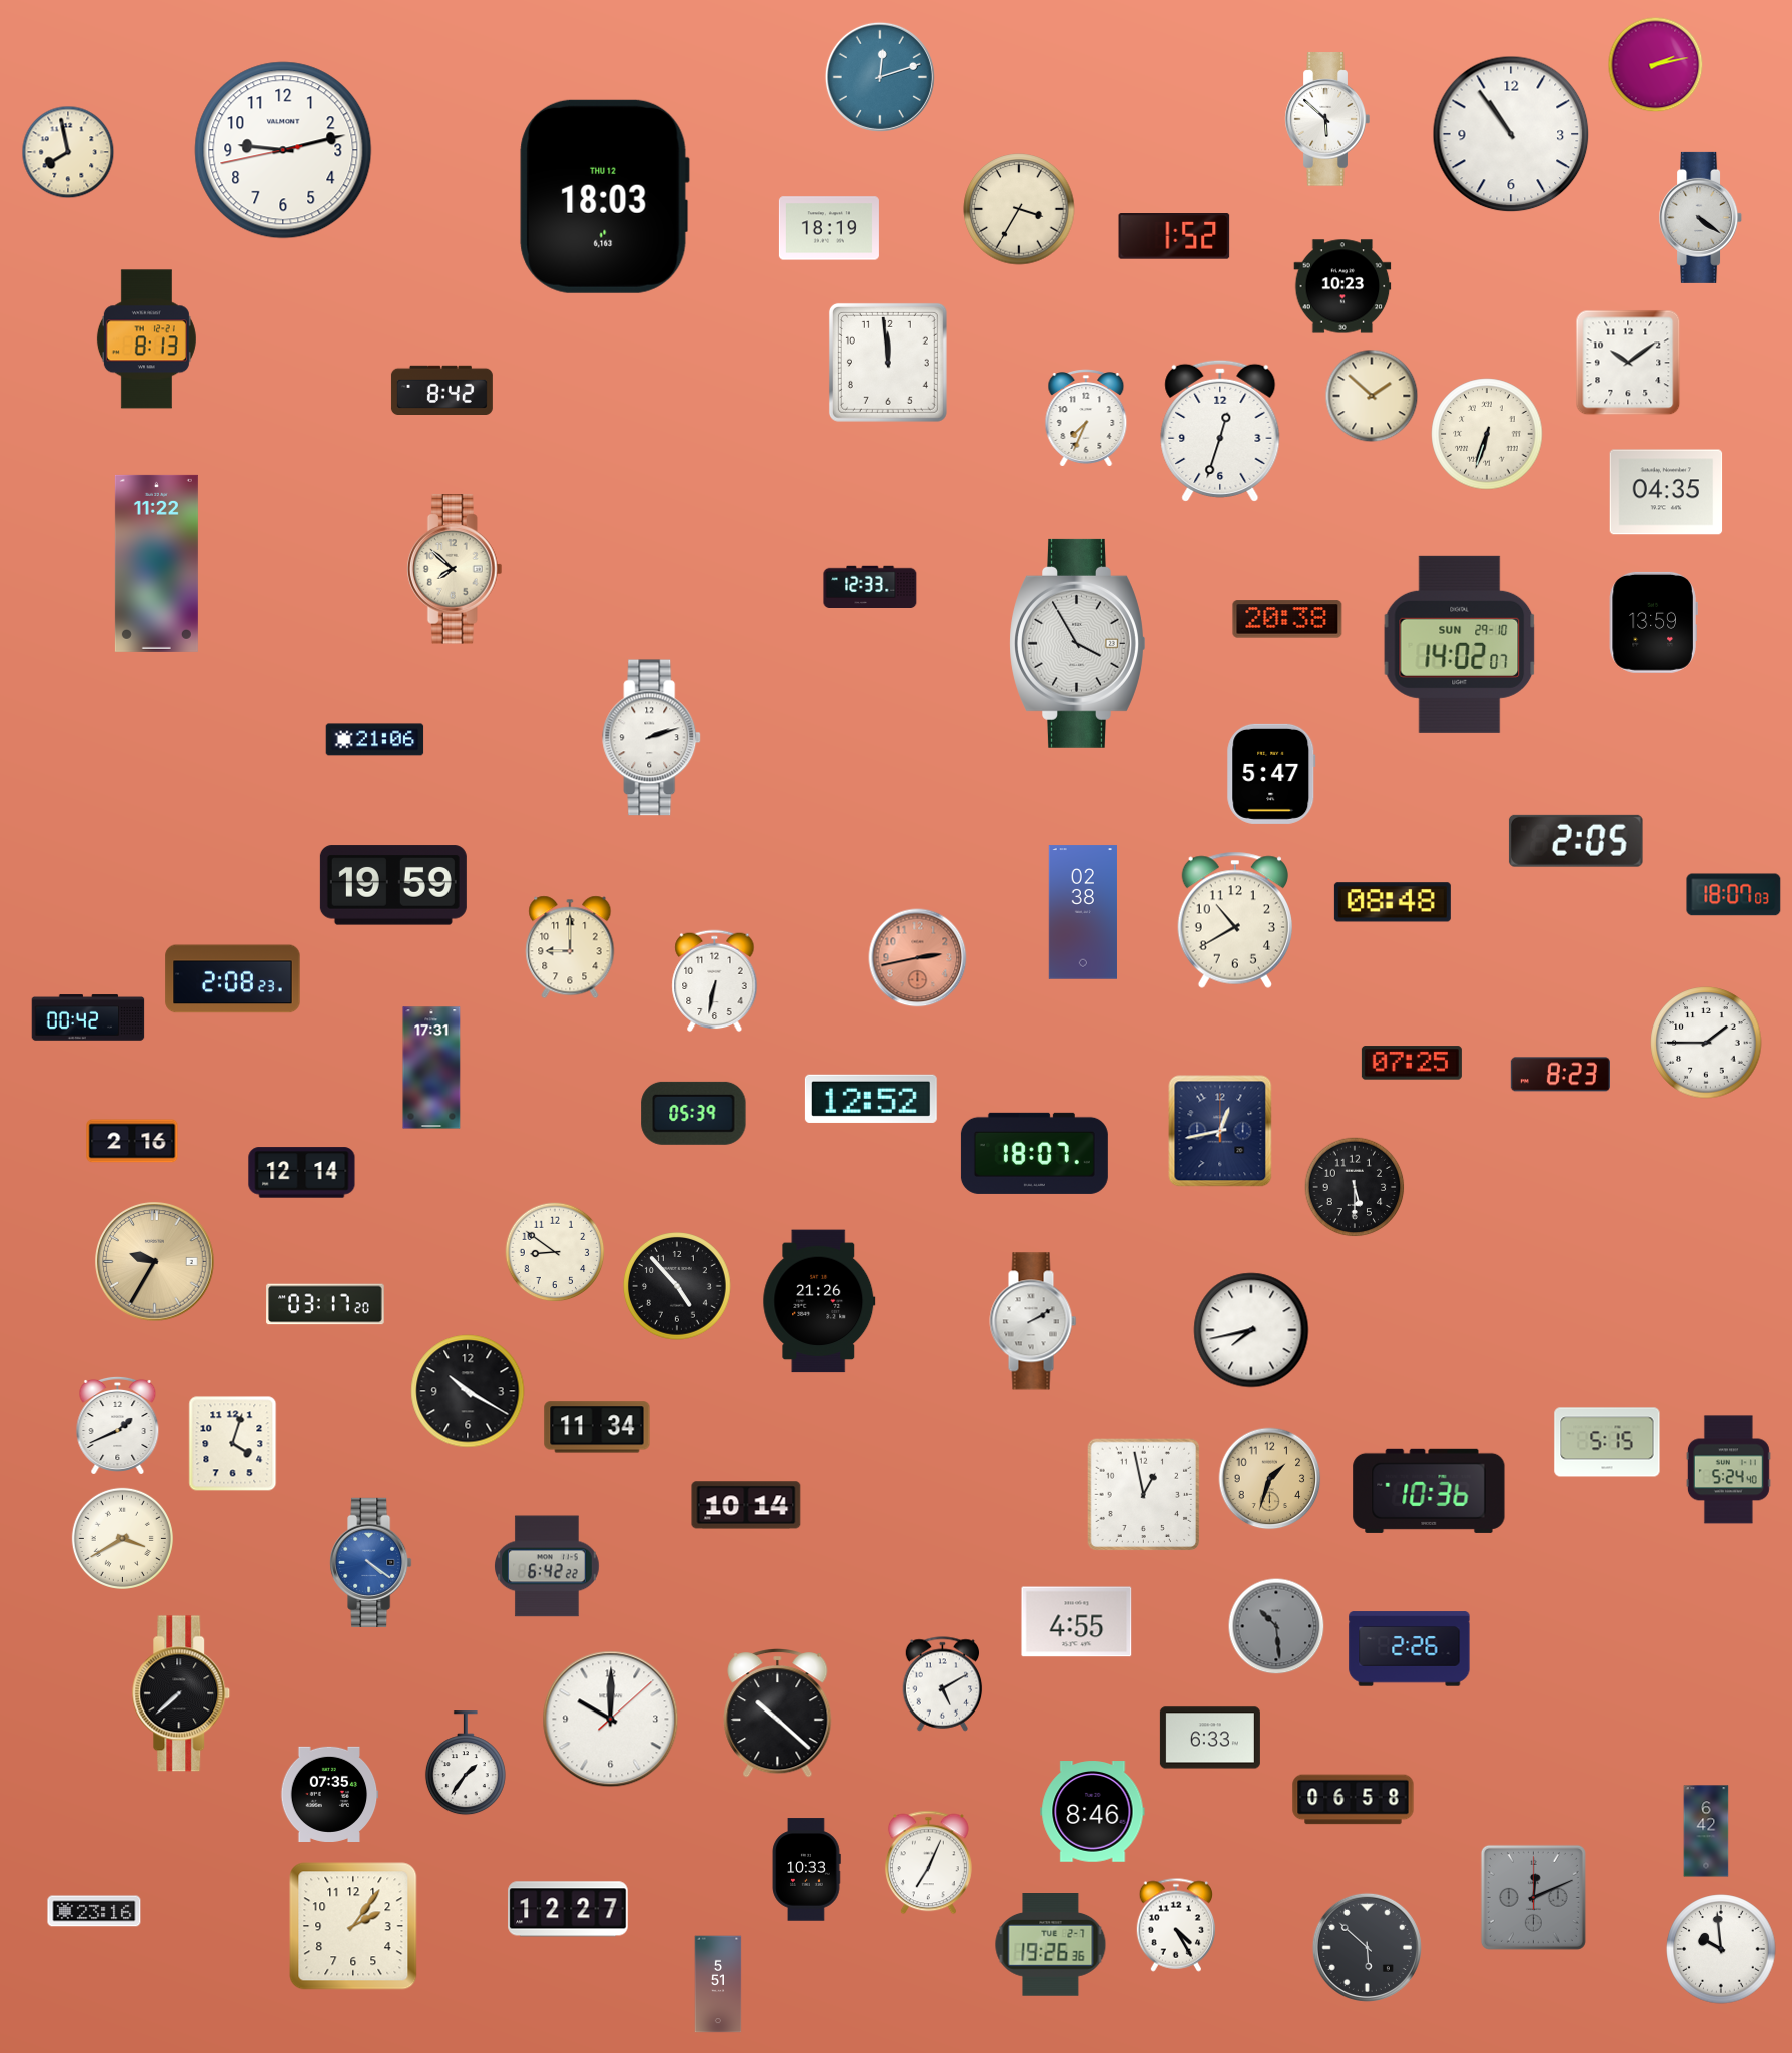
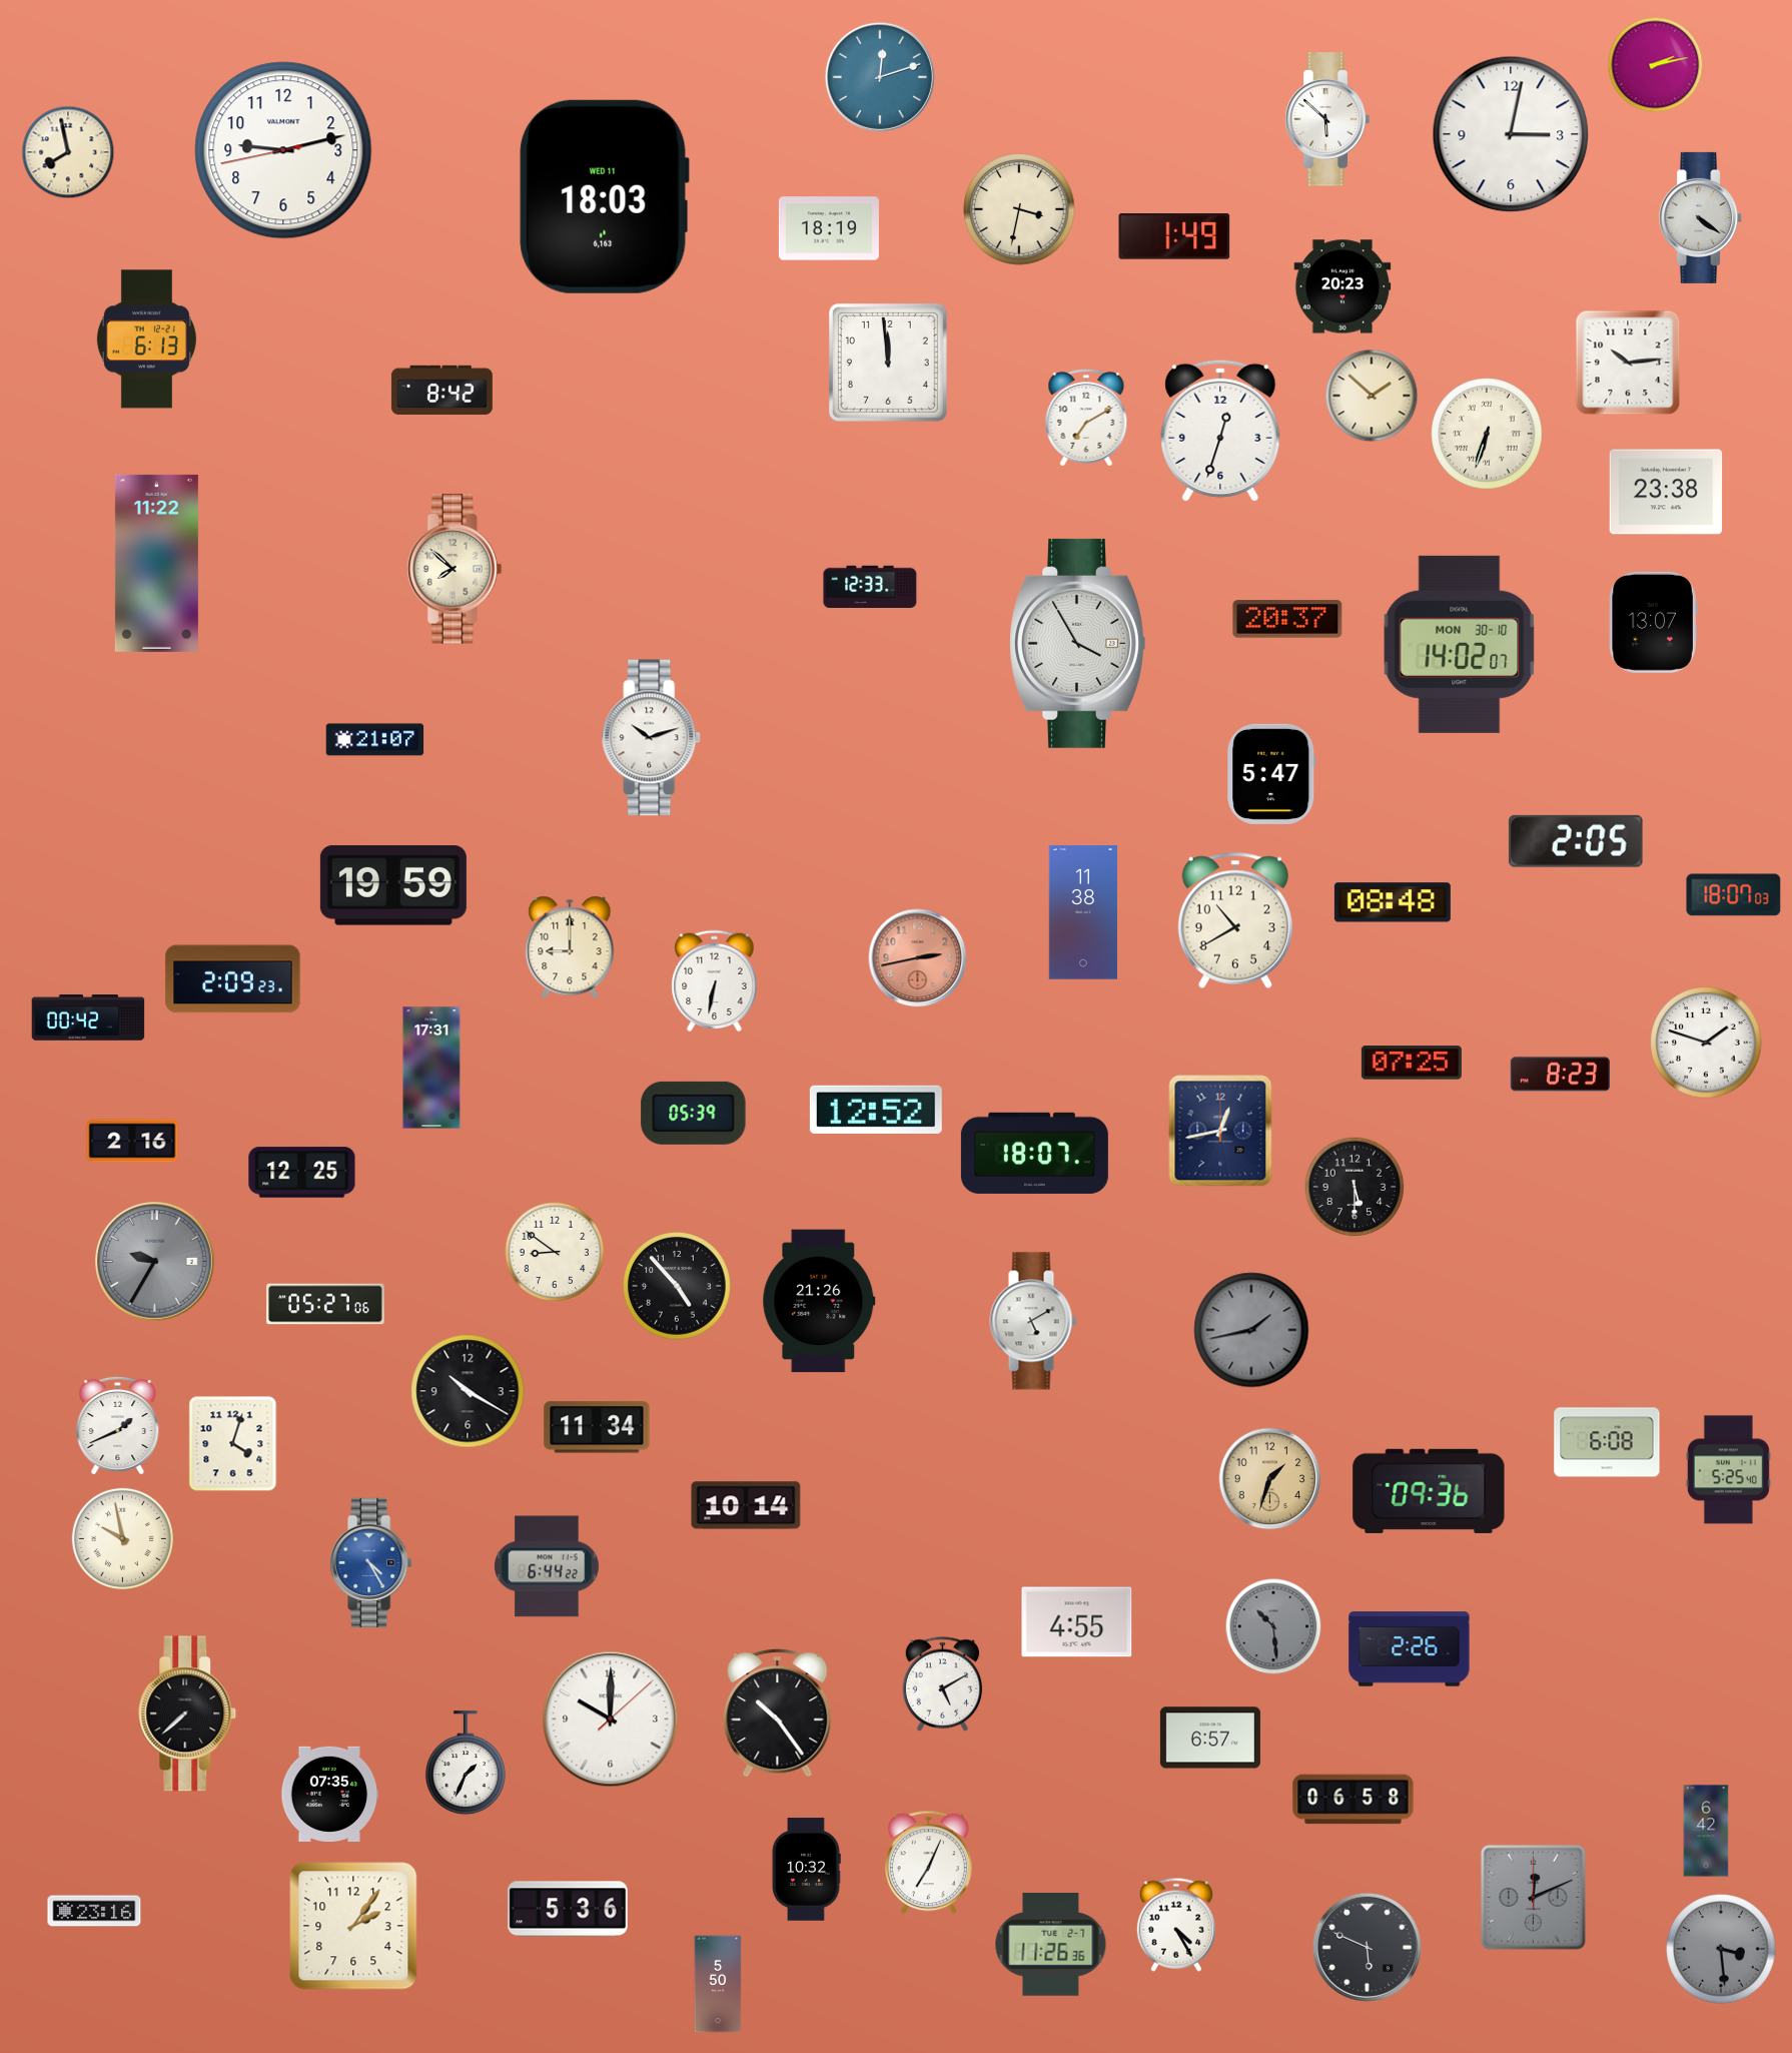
clock at (1511, 134): 10:54 -> 3:02
clock at (604, 196) date: THU 12 -> WED 11
clock at (1019, 209): 3:35 -> 3:32
clock at (1174, 237): 1:52 -> 1:49
clock at (1342, 286): 10:23 -> 20:23
clock at (146, 339): 8:13 -> 6:13
clock at (1628, 363): 10:09 -> 10:14
clock at (1086, 418): 7:34 -> 7:10
clock at (1666, 492): 04:35 -> 23:38
clock at (1287, 619): 20:38 -> 20:37
clock at (1653, 622): 13:59 -> 13:07
clock at (1460, 644) date: SUN 29-10 -> MON 30-10
clock at (652, 738): 2:12 -> 10:12
clock at (375, 740): 21:06 -> 21:07
clock at (1083, 912): 02:38 -> 11:38
clock at (233, 979): 2:08 -> 2:09
clock at (1706, 1043): 1:45 -> 1:48
clock at (871, 1099) position: (871, 1099) -> (876, 1110)
clock at (302, 1173): 12:14 -> 12:25
clock at (155, 1262) dial: champagne -> grey
clock at (325, 1304): 03:17 -> 05:27
clock at (1033, 1321): 2:10 -> 5:10
clock at (1251, 1330): 7:43 -> 1:43
clock at (1251, 1330) dial: white -> grey
clock at (1607, 1442): 5:15 -> 6:08
clock at (1728, 1470): 5:24 -> 5:25
clock at (1429, 1491): 10:36 -> 09:36
clock at (1144, 1495): 12:58 -> none
clock at (122, 1538): 3:40 -> 9:58
clock at (371, 1562): 4:21 -> 4:25
clock at (548, 1566): 6:42 -> 6:44
clock at (1276, 1626) position: (1276, 1626) -> (1273, 1626)
clock at (181, 1693) position: (181, 1693) -> (187, 1714)
clock at (778, 1714): 10:22 -> 10:24
clock at (1210, 1738): 6:33 -> 6:57
clock at (466, 1764): 1:36 -> 1:34
clock at (1093, 1812): 8:46 -> none
clock at (806, 1870): 10:33 -> 10:32
clock at (568, 1909): 12:27 -> 5:36
clock at (1051, 1945): 19:26 -> 11:26
clock at (1367, 1947): 5:52 -> 5:49
clock at (1721, 1949): 9:59 -> 3:29
clock at (1721, 1949) dial: white -> grey
clock at (718, 1984): 5:51 -> 5:50
